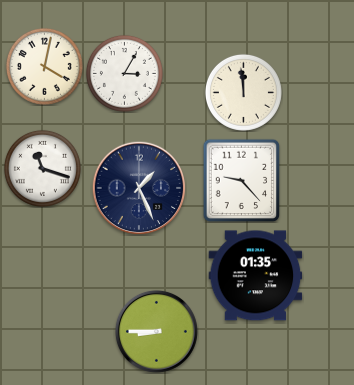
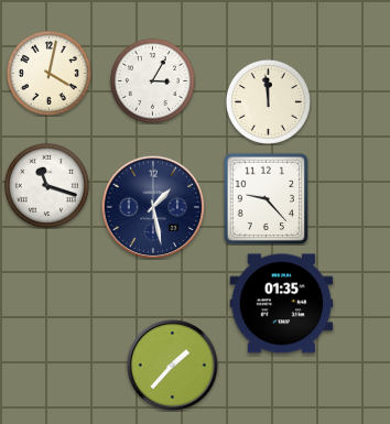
clock at (124, 73) position: (124, 73) -> (152, 80)
clock at (139, 188): 1:26 -> 1:28
clock at (156, 331): 8:45 -> 1:37
